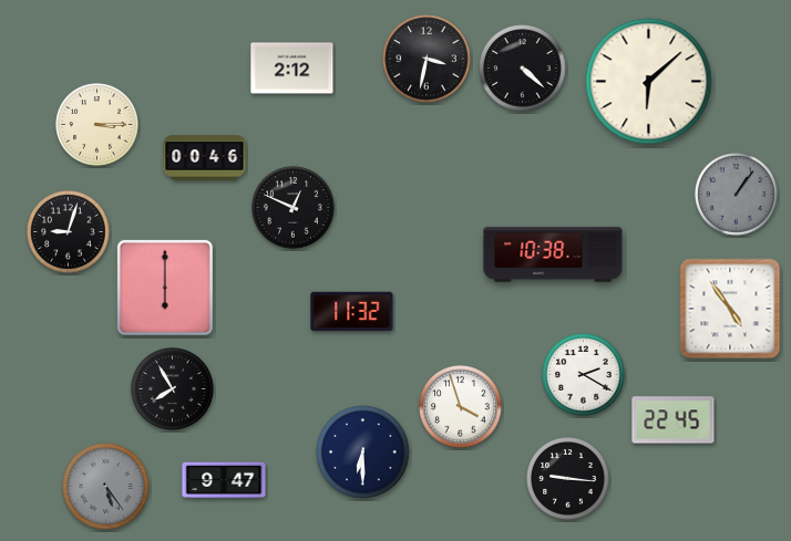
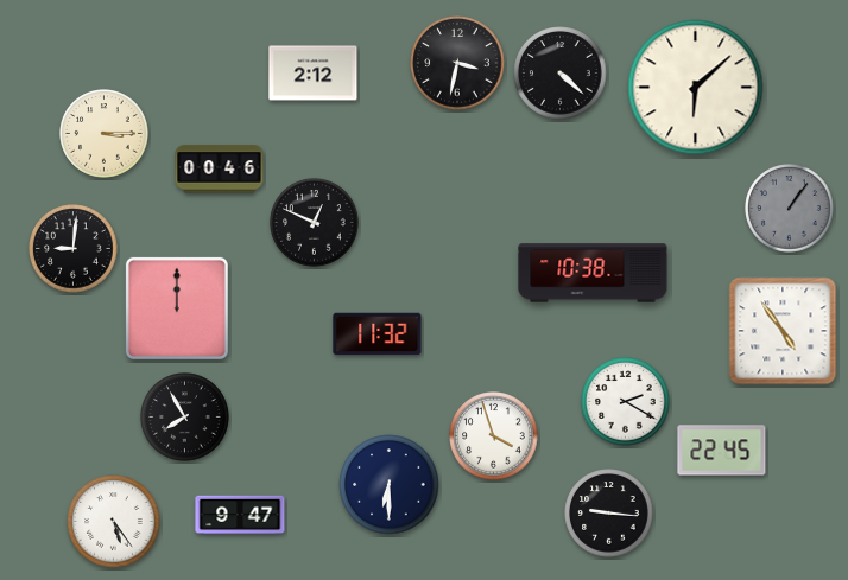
clock at (69, 232): 9:03 -> 9:01
clock at (165, 288): 6:00 -> 12:00
clock at (106, 487) dial: grey -> white
